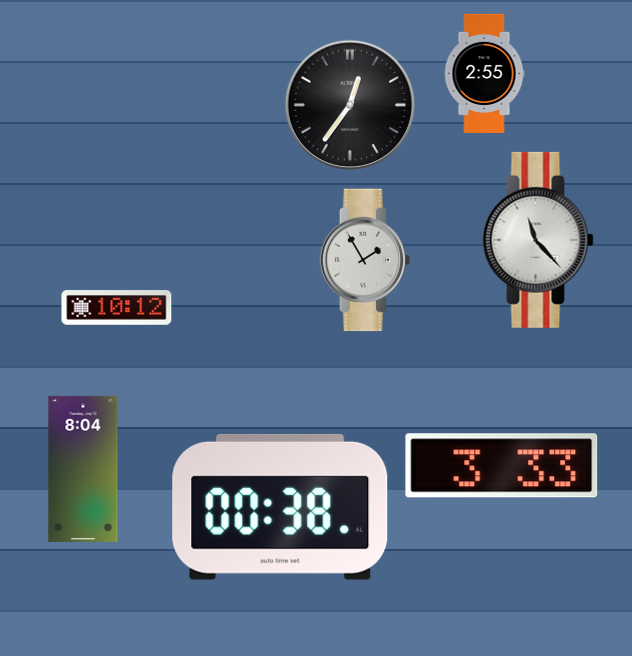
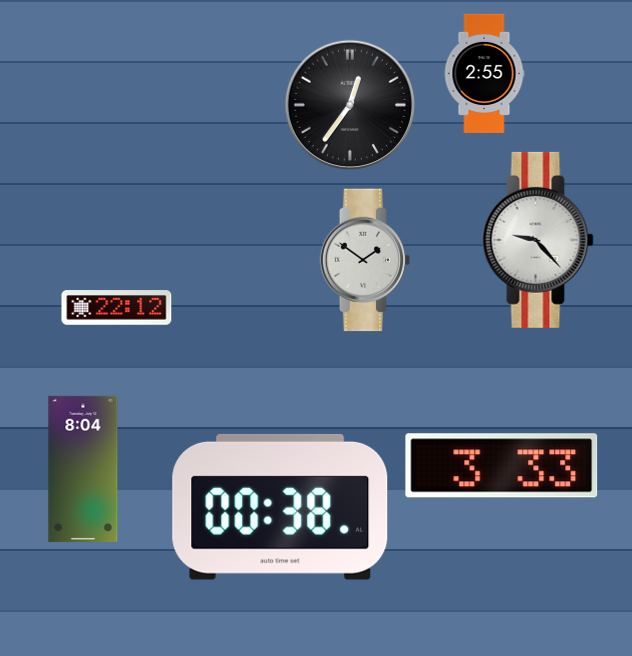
clock at (538, 240): 11:23 -> 9:23
clock at (365, 260): 1:55 -> 1:51
clock at (117, 308): 10:12 -> 22:12
